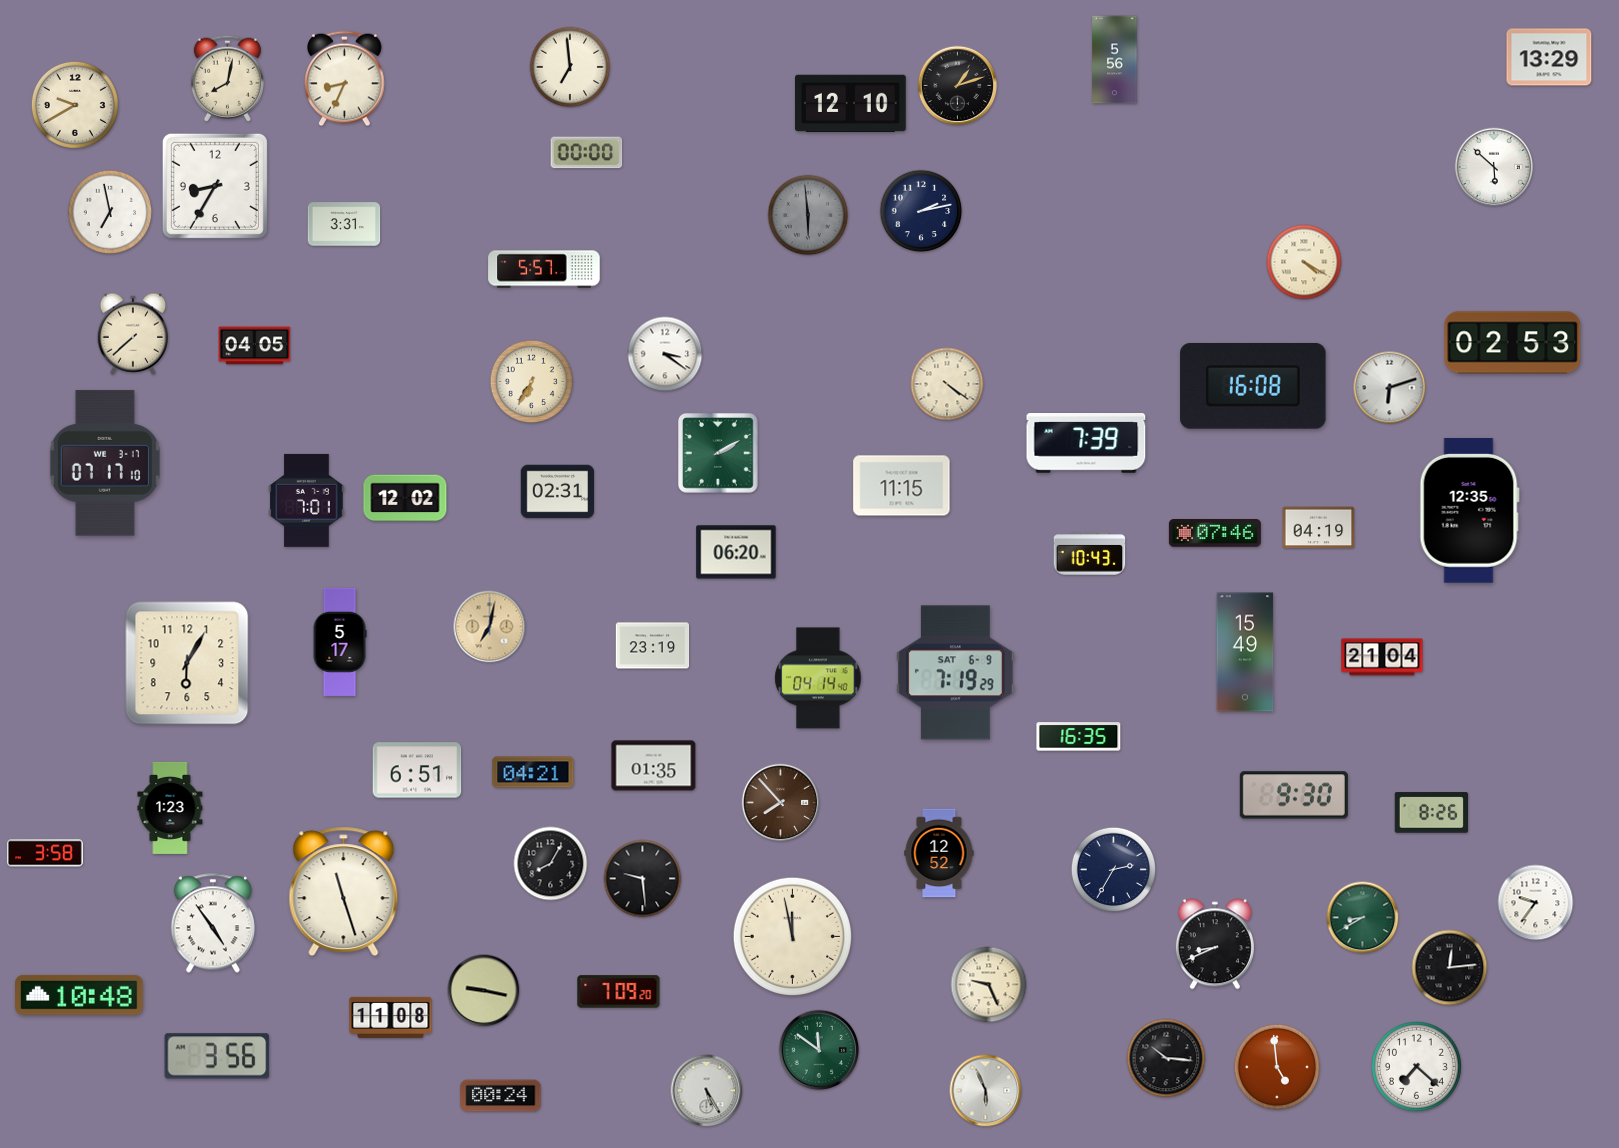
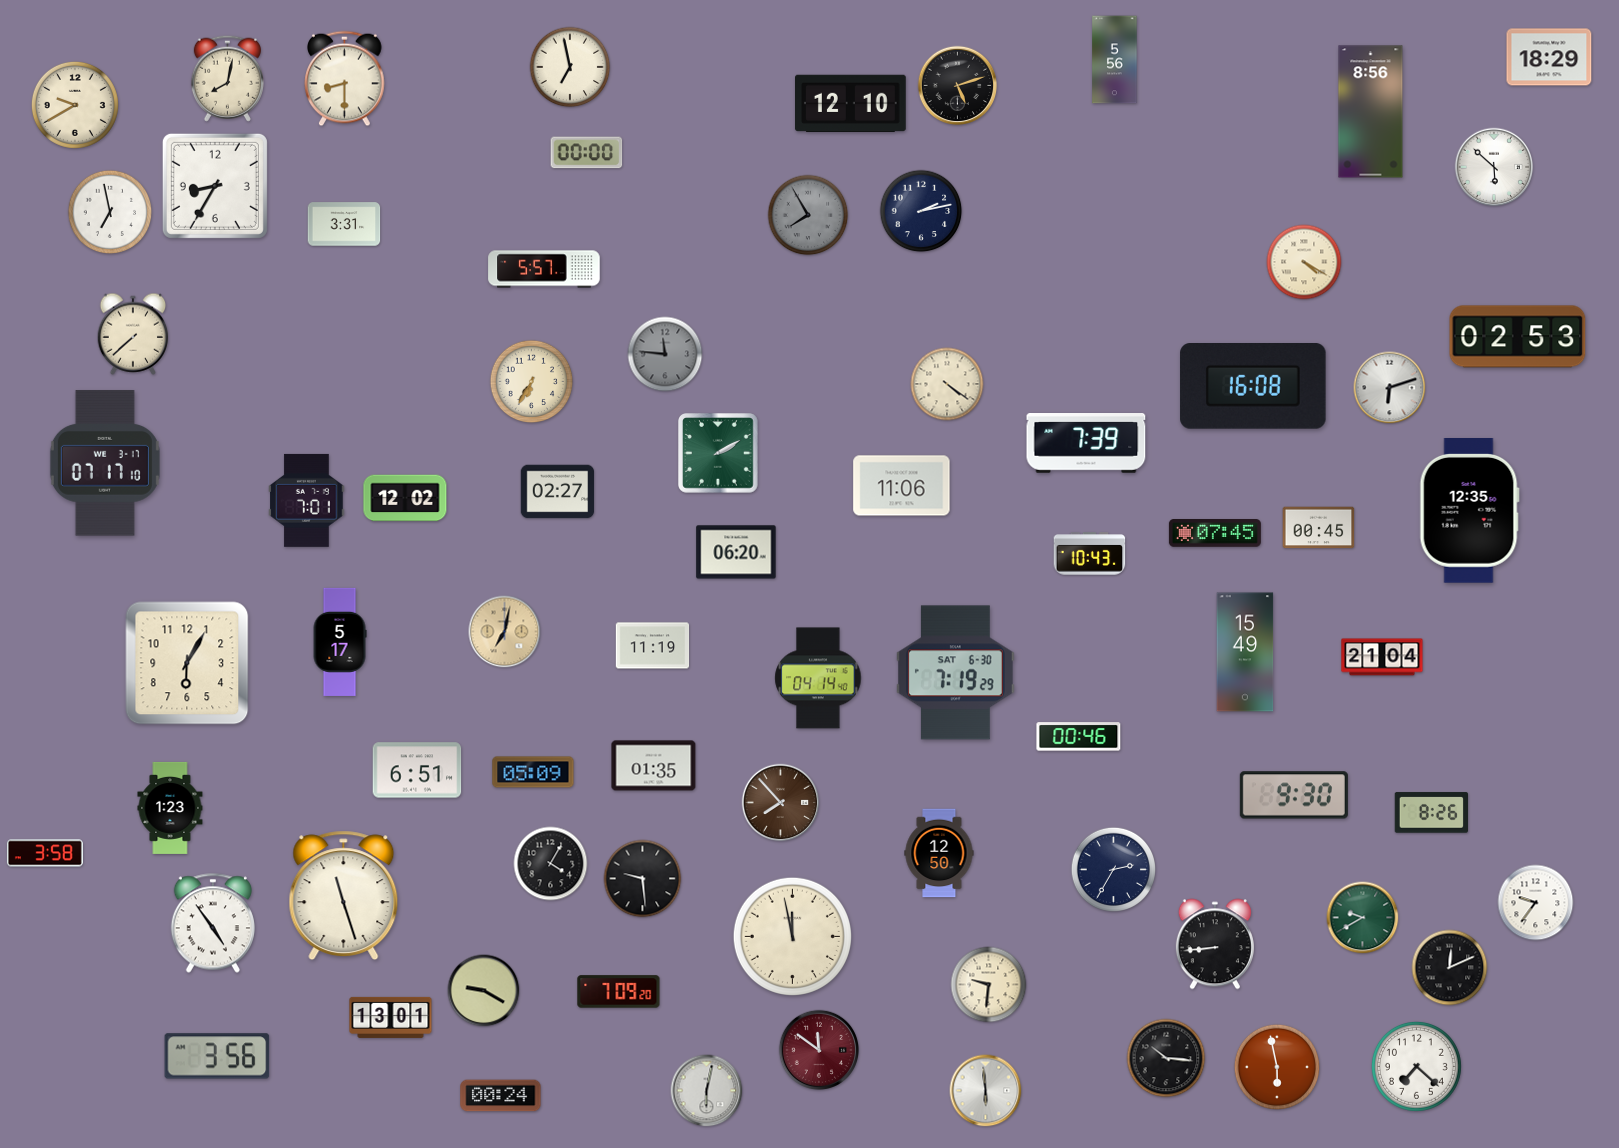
clock at (1549, 57): 13:29 -> 18:29
clock at (570, 67): 6:59 -> 6:58
clock at (345, 79): 8:34 -> 8:30
clock at (958, 86): 1:12 -> 5:12
clock at (1371, 112): none -> 8:56
clock at (808, 215): 5:59 -> 7:55
clock at (1513, 343) position: (1513, 343) -> (1518, 337)
clock at (255, 346): 04:05 -> none
clock at (665, 354): 3:21 -> 11:46
clock at (665, 354) dial: white -> grey
clock at (902, 486): 11:15 -> 11:06
clock at (558, 492): 02:31 -> 02:27
clock at (1319, 528): 04:19 -> 00:45
clock at (1215, 534): 07:46 -> 07:45
clock at (490, 627) position: (490, 627) -> (505, 632)
clock at (653, 646): 23:19 -> 11:19
clock at (955, 673) date: SAT 6-9 -> SAT 6-30
clock at (1079, 737): 16:35 -> 00:46
clock at (533, 772): 04:21 -> 05:09
clock at (939, 853): 12:52 -> 12:50
clock at (551, 864): 8:05 -> 4:05
clock at (344, 892) position: (344, 892) -> (344, 896)
clock at (1363, 918): 8:40 -> 9:40
clock at (1215, 944): 8:41 -> 8:44
clock at (1450, 968): 12:14 -> 12:11
clock at (989, 985): 9:26 -> 9:31
clock at (484, 991): 9:17 -> 9:20
clock at (79, 995): 10:48 -> none
clock at (391, 1017): 11:08 -> 13:01
clock at (819, 1050) dial: green -> burgundy
clock at (1277, 1067): 4:59 -> 5:58
clock at (707, 1091): 5:25 -> 6:02
clock at (986, 1091): 5:56 -> 5:59
